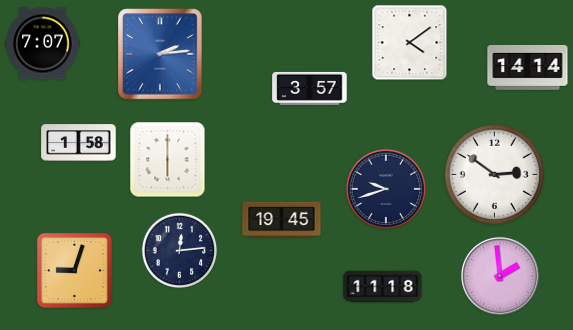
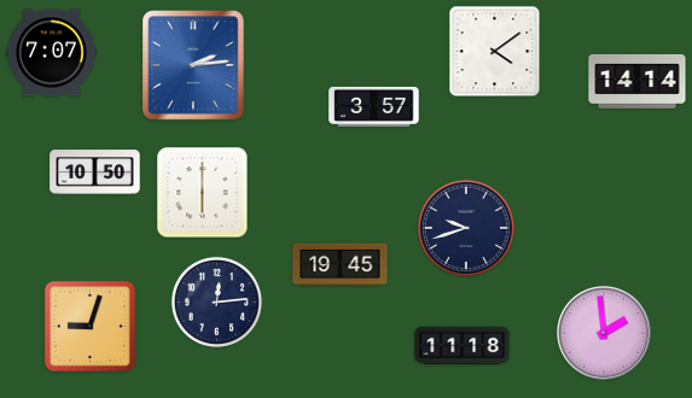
clock at (79, 143): 1:58 -> 10:50
clock at (494, 174): 2:51 -> none
